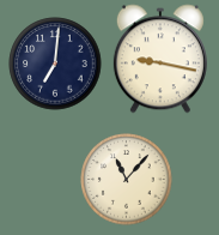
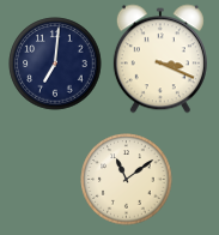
clock at (160, 59): 9:17 -> 3:19
clock at (127, 180): 11:07 -> 11:09
